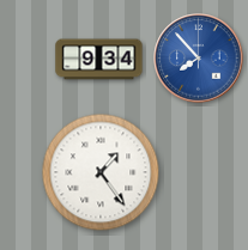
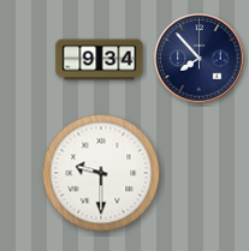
clock at (199, 59) dial: blue -> navy
clock at (101, 172): 1:24 -> 9:30
